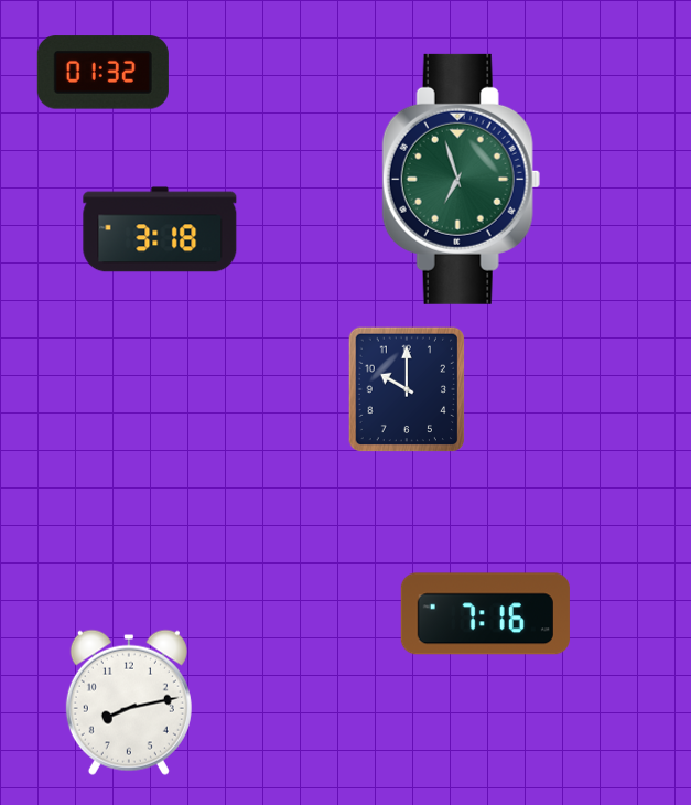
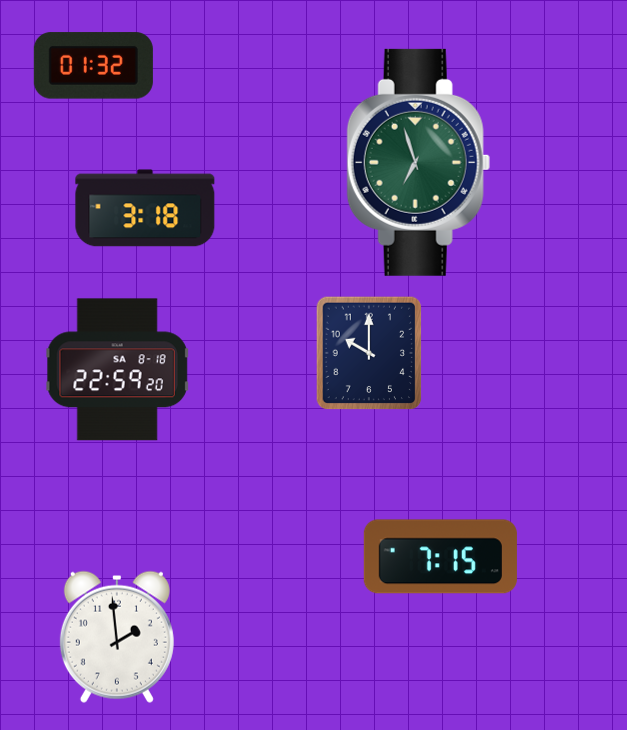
clock at (118, 370): none -> 22:59
clock at (485, 614): 7:16 -> 7:15
clock at (129, 702): 8:13 -> 1:59
